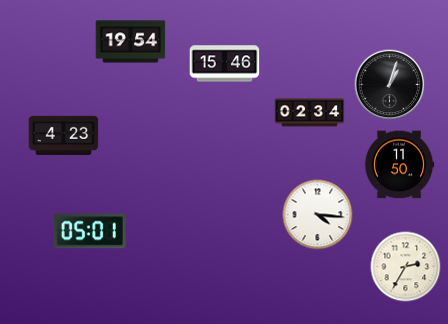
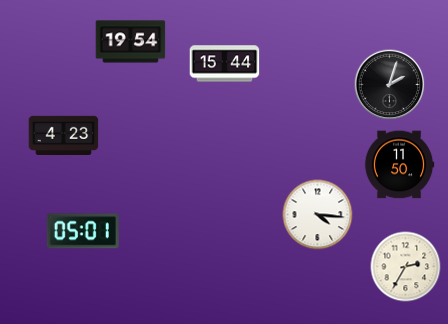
clock at (225, 64): 15:46 -> 15:44
clock at (390, 85): 1:03 -> 2:03
clock at (310, 113): 02:34 -> none
clock at (90, 231) position: (90, 231) -> (83, 231)
